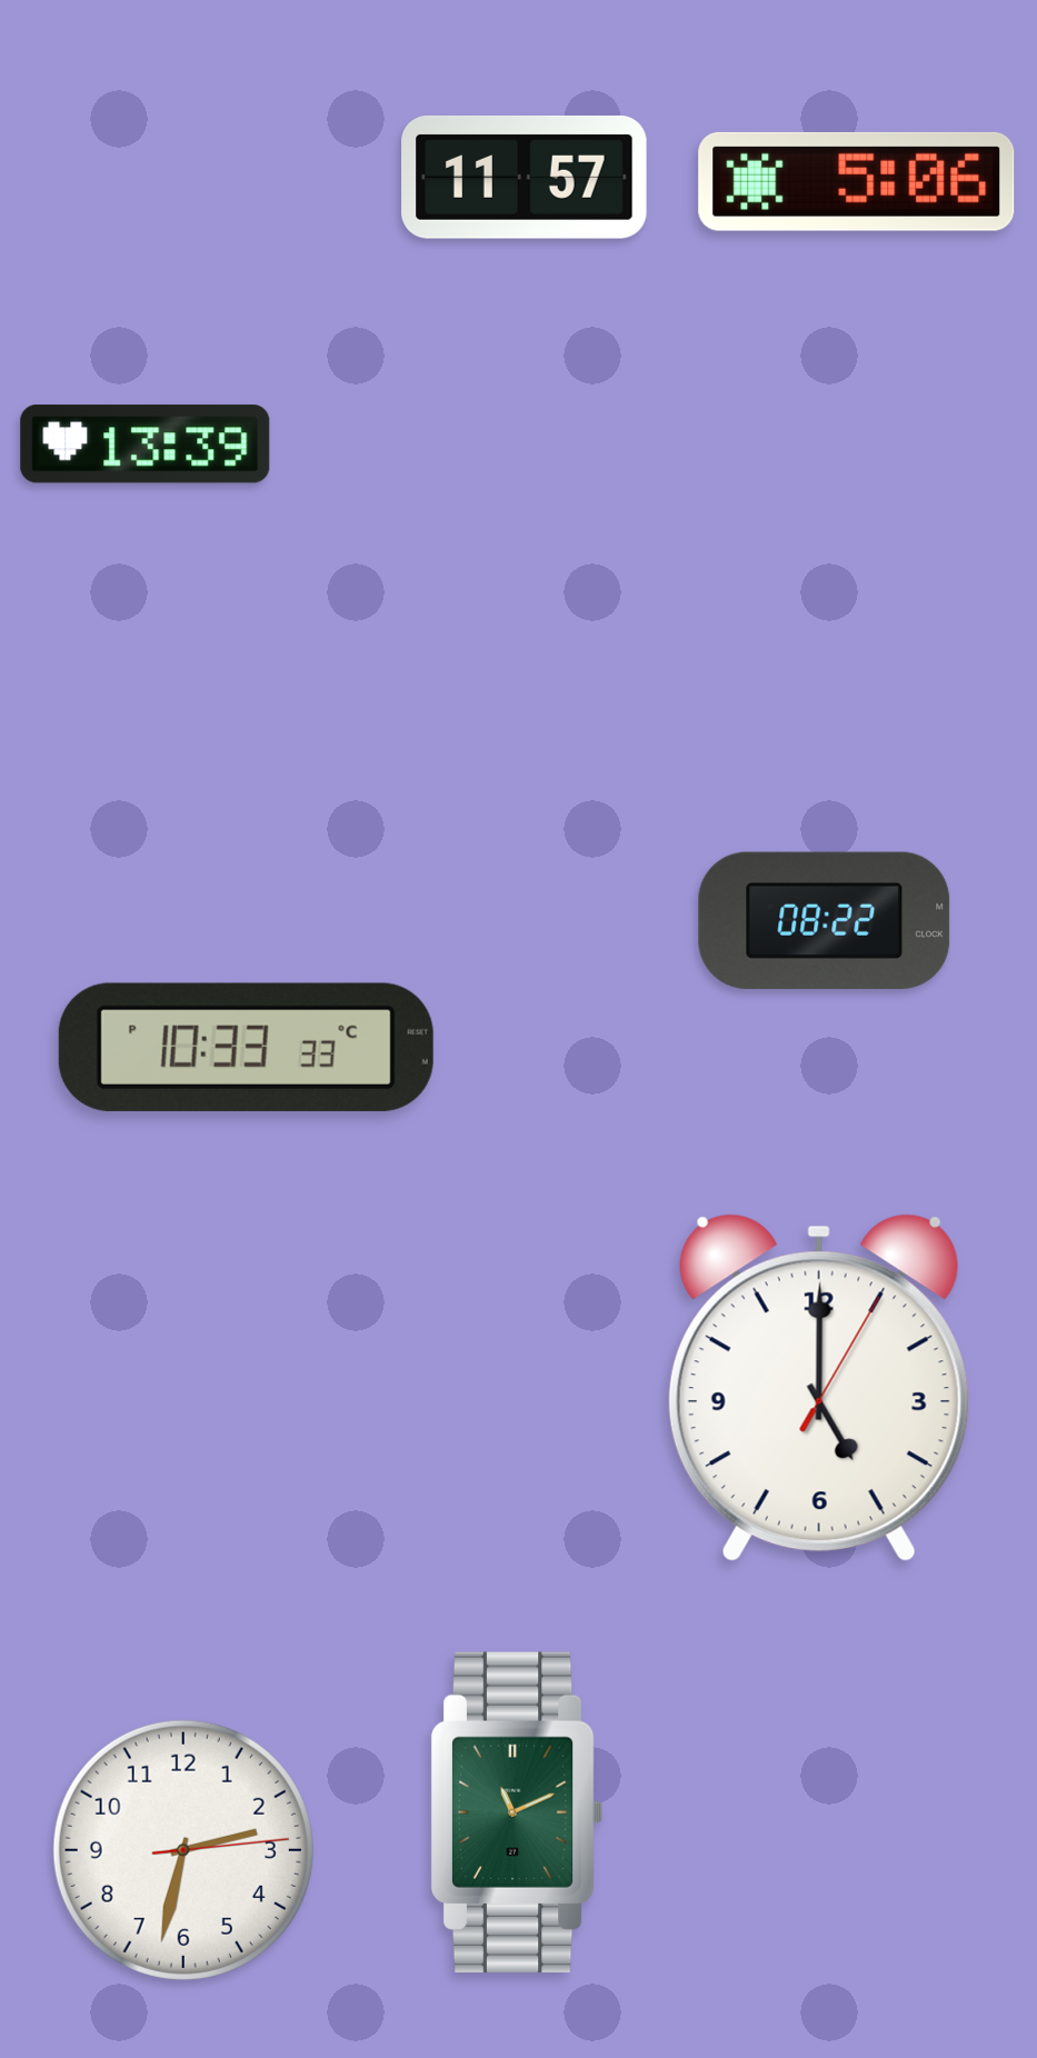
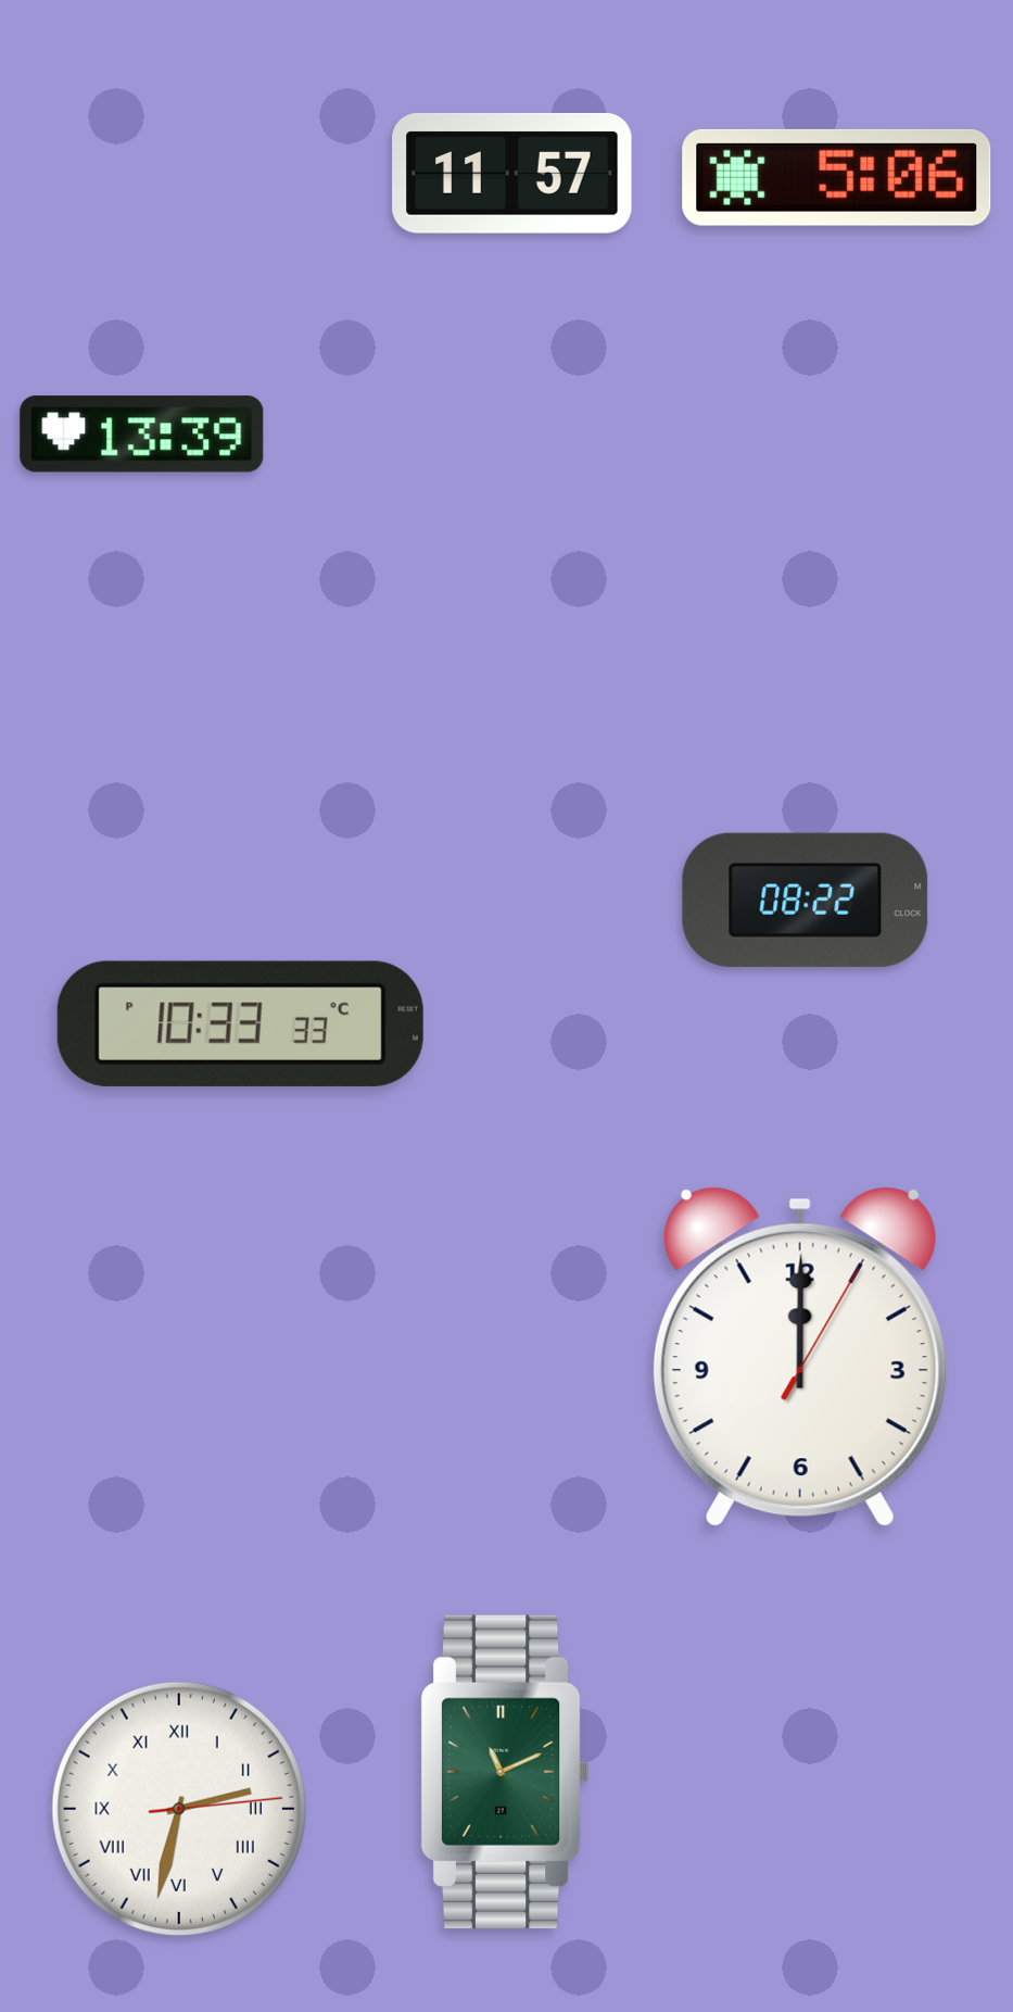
clock at (819, 1388): 5:00 -> 12:00
clock at (183, 1850) numerals: Arabic -> Roman
